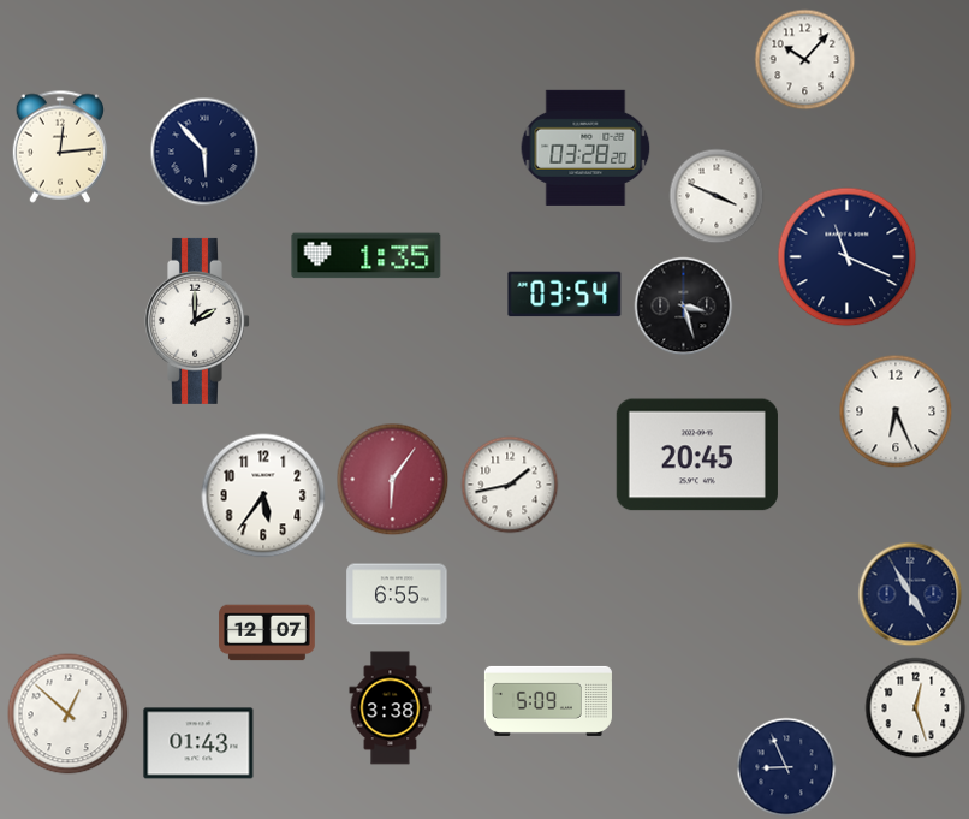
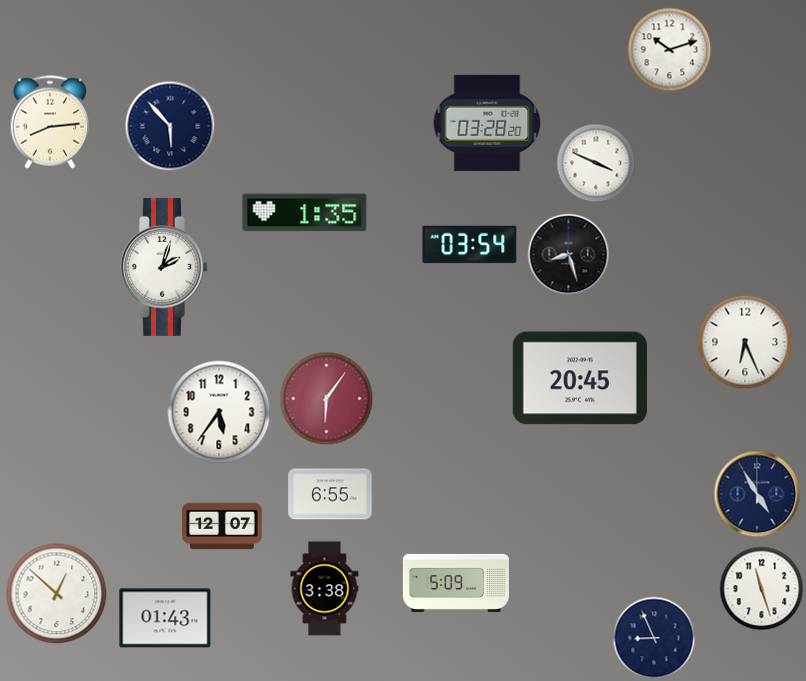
clock at (805, 60): 10:07 -> 10:12
clock at (59, 147): 12:14 -> 8:14
clock at (848, 257): 11:19 -> none
clock at (684, 307): 3:27 -> 8:27
clock at (198, 321): 2:00 -> 2:03
clock at (510, 485): 1:43 -> none
clock at (916, 708): 12:27 -> 11:27
